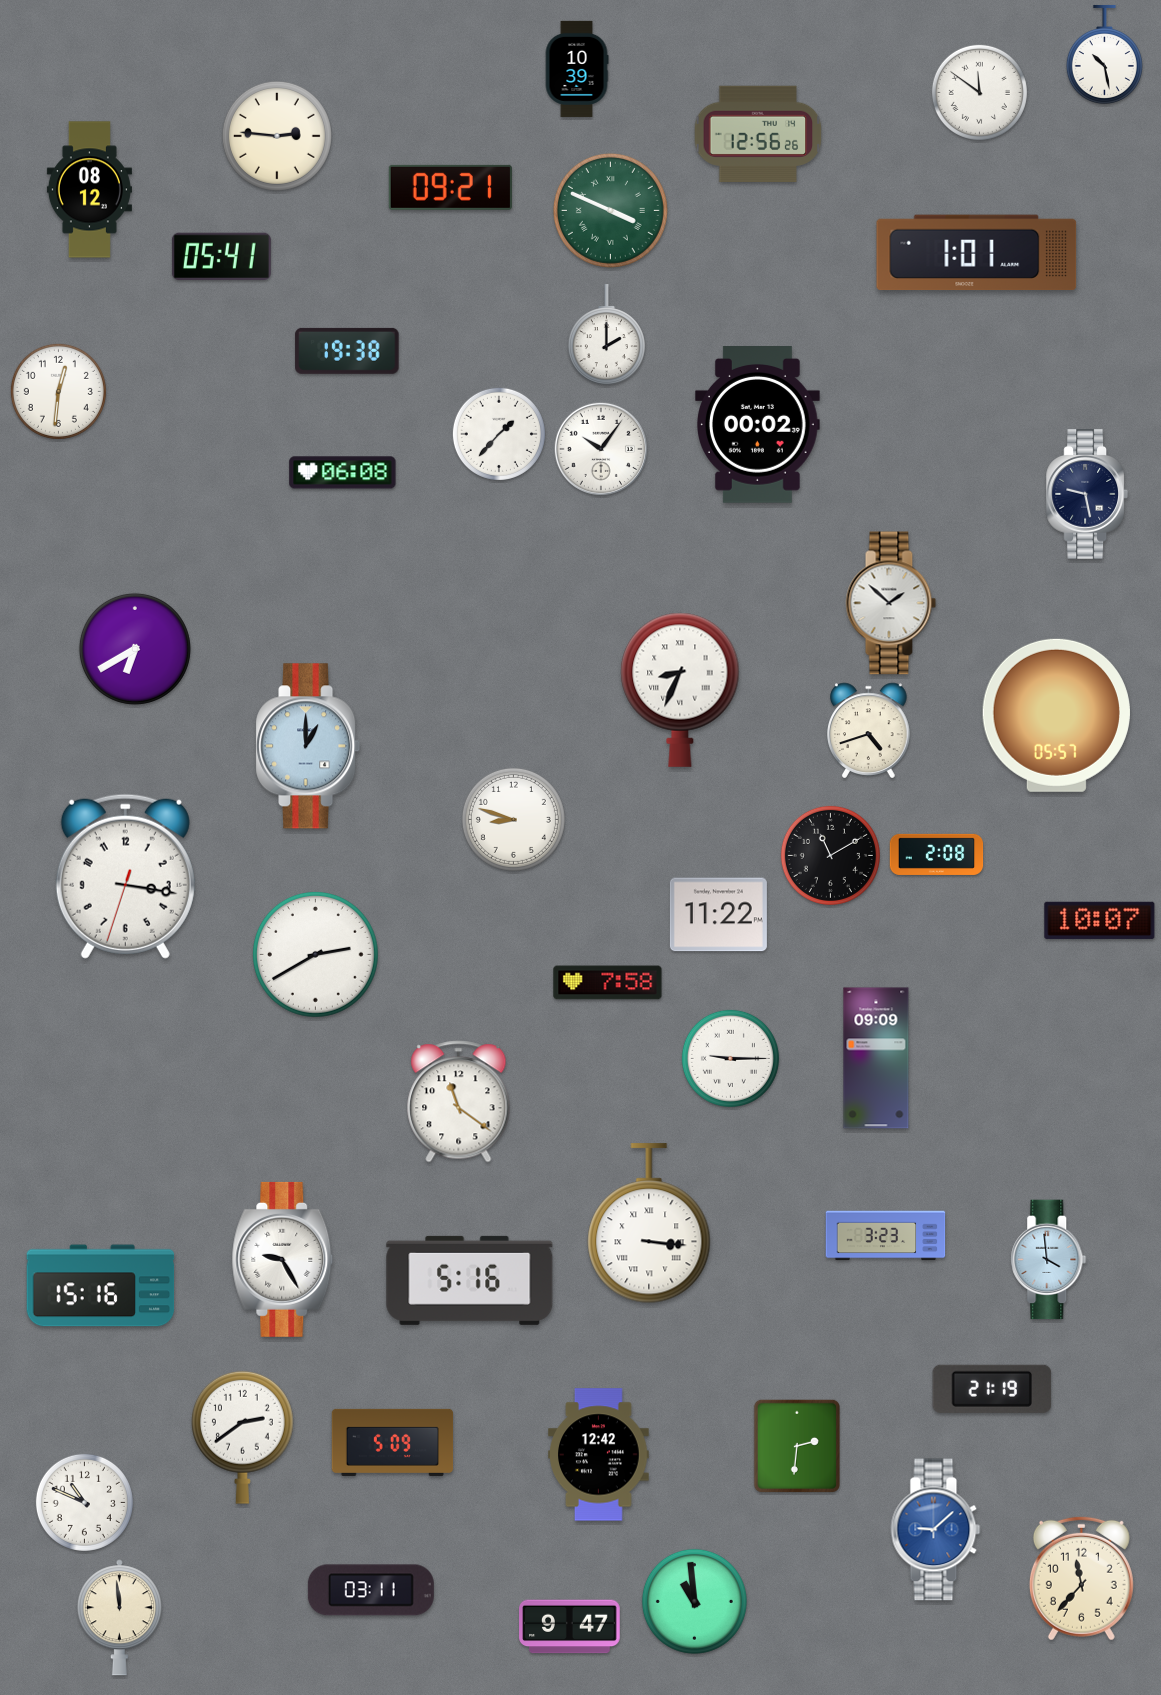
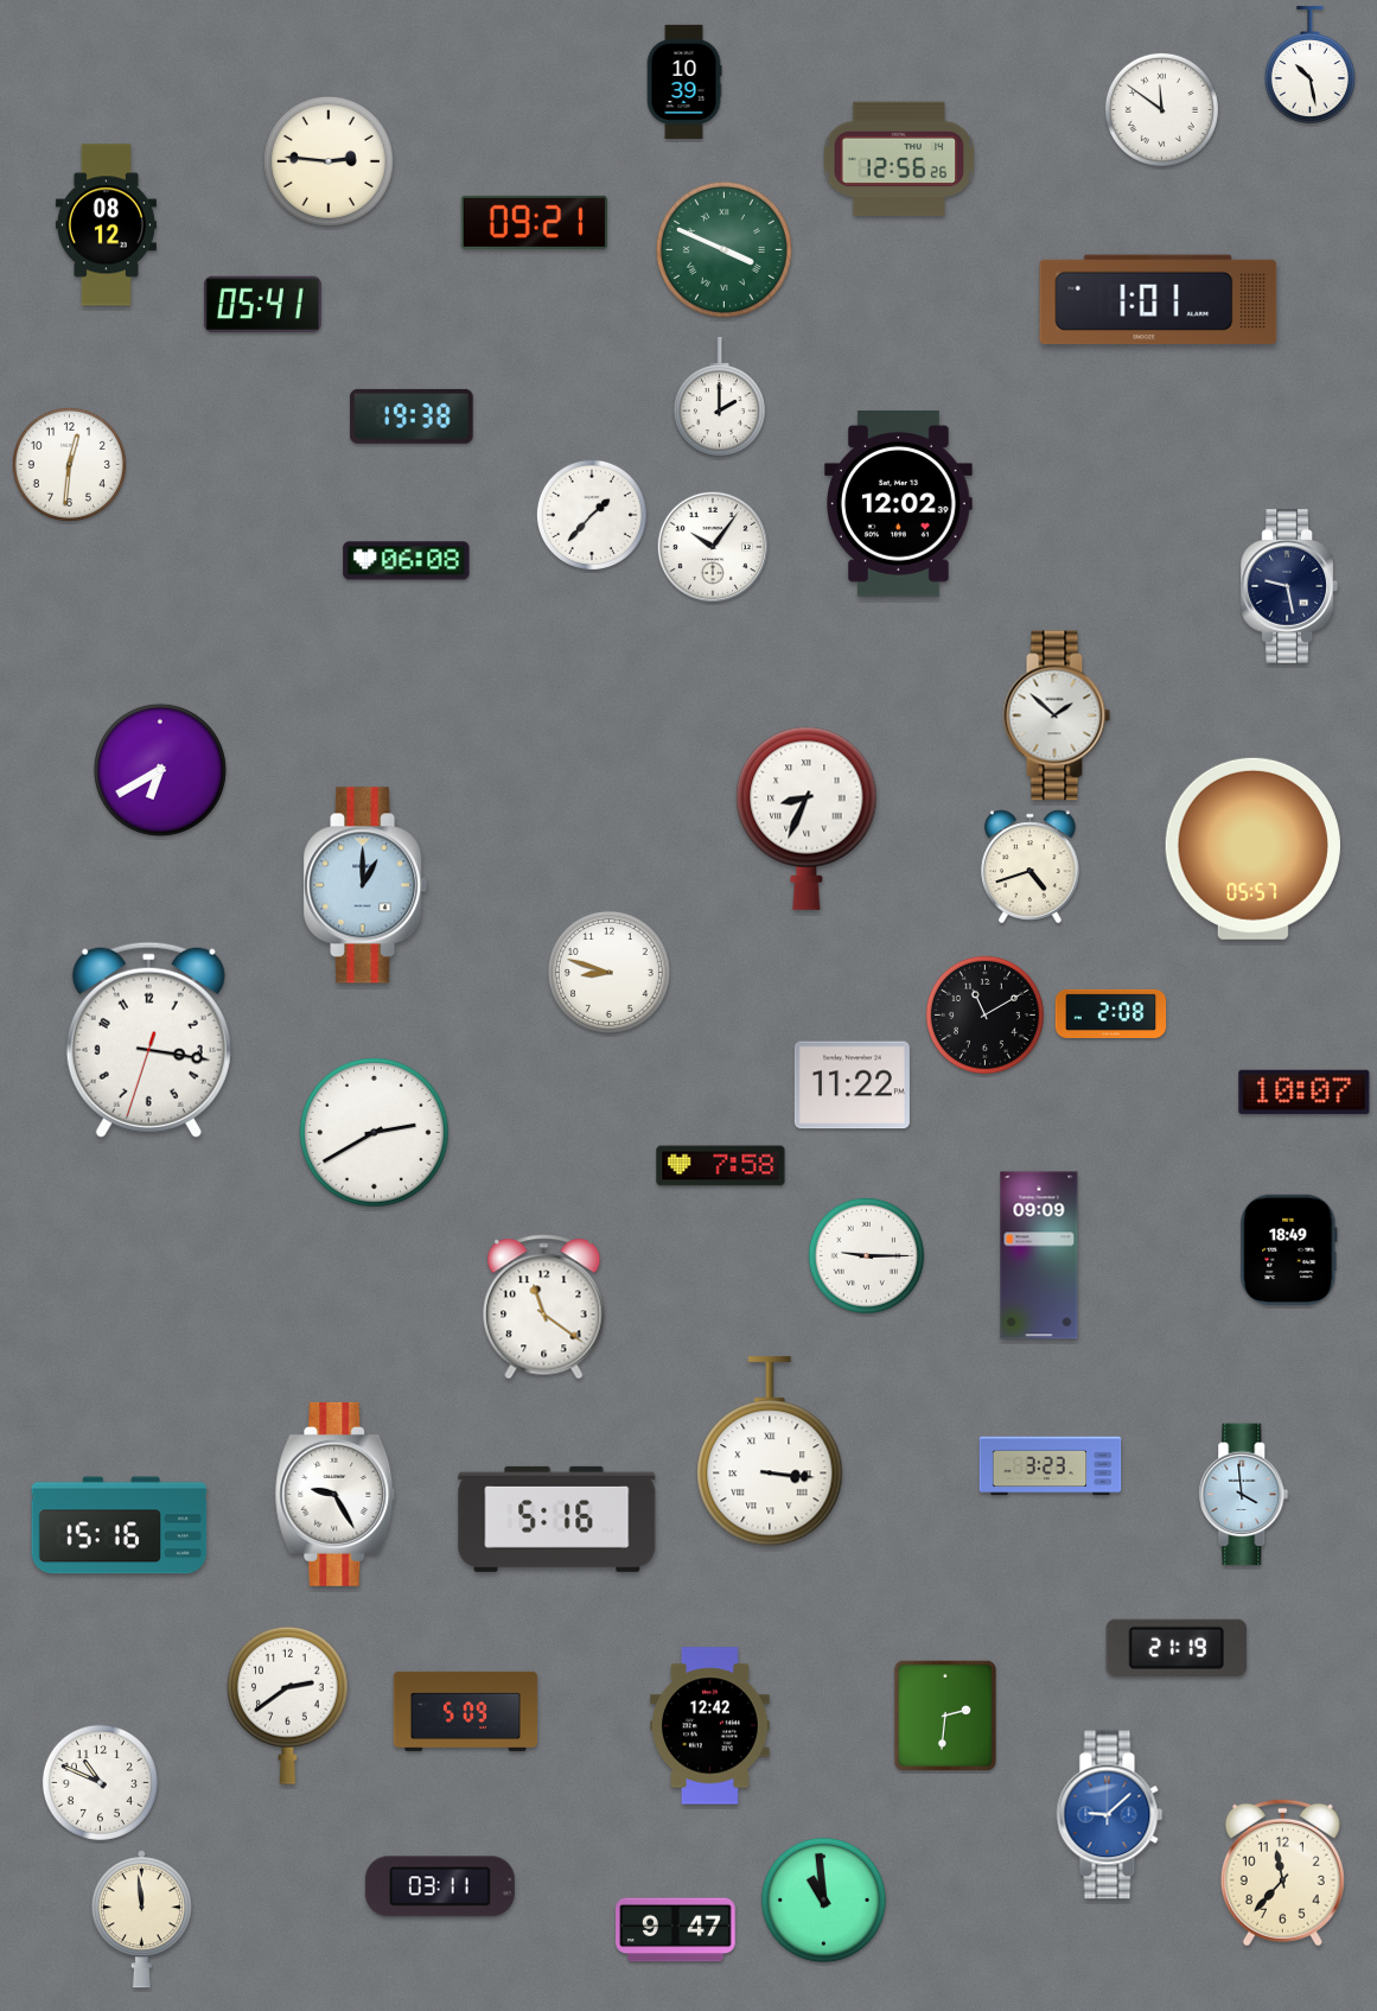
clock at (758, 425): 00:02 -> 12:02
clock at (601, 449) position: (601, 449) -> (713, 547)
clock at (1289, 1250): none -> 18:49
